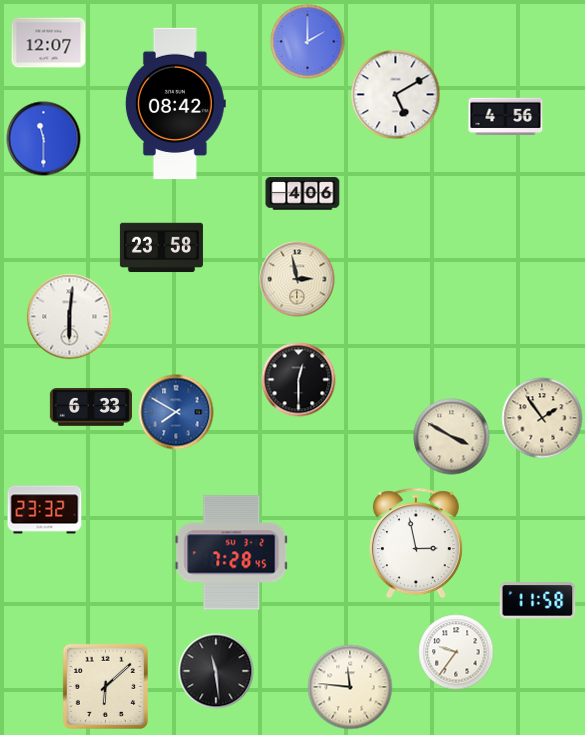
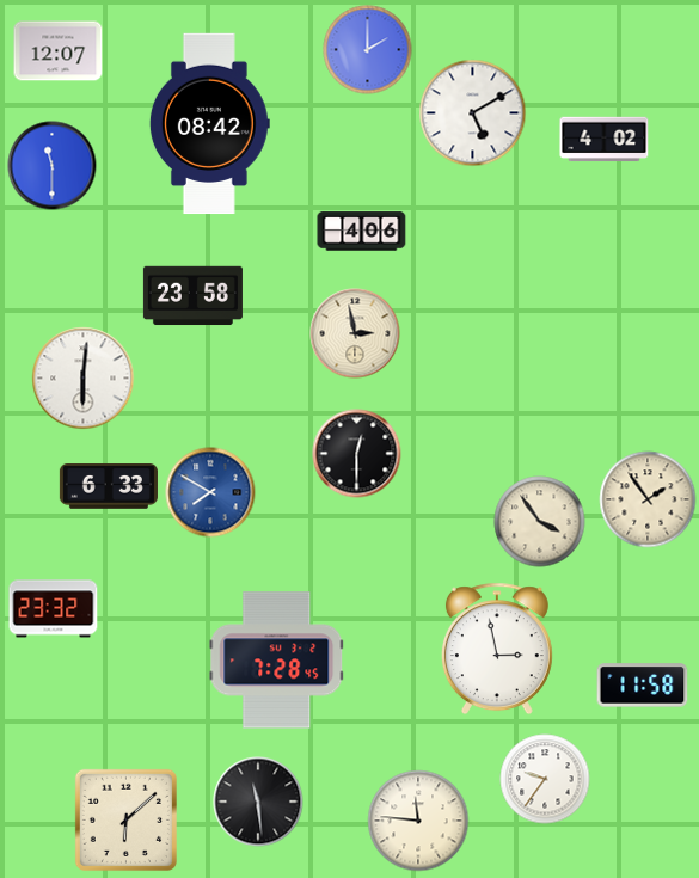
clock at (506, 117): 4:56 -> 4:02
clock at (452, 437): 3:50 -> 3:54
clock at (538, 601) position: (538, 601) -> (643, 686)
